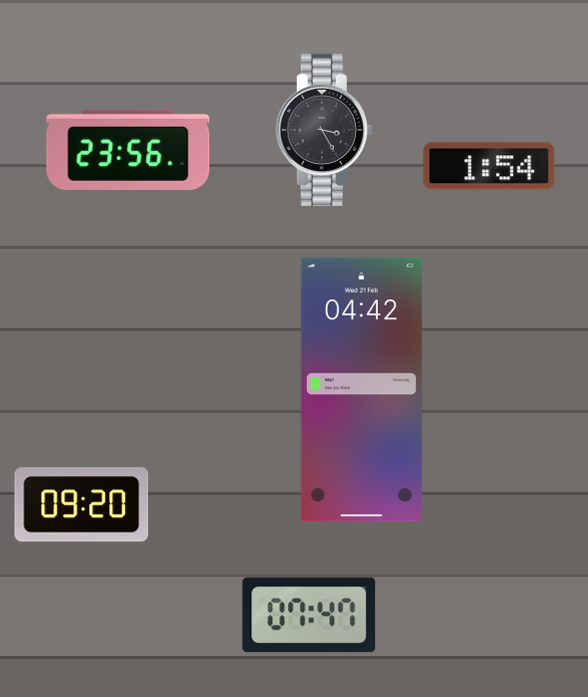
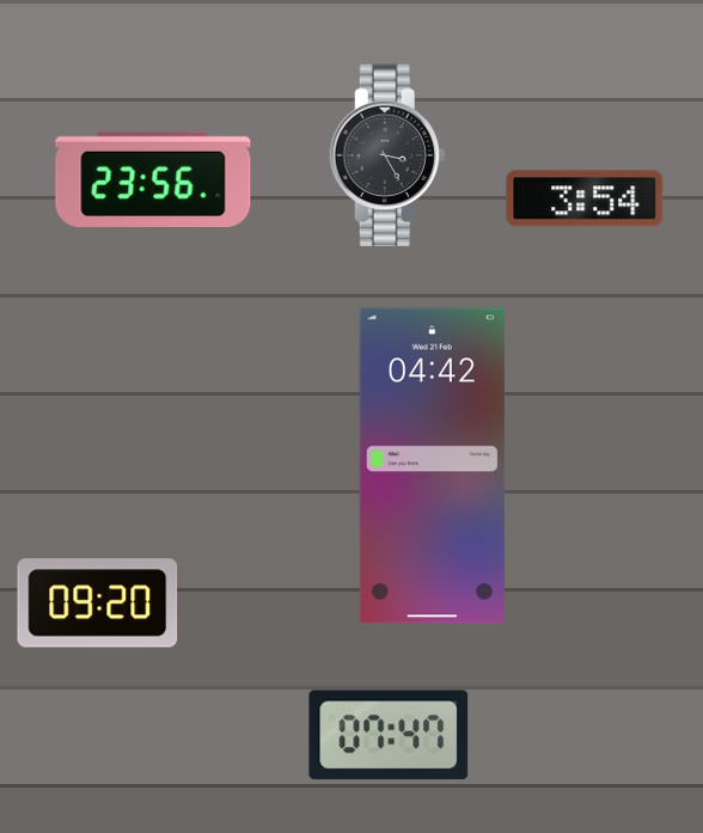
clock at (489, 166): 1:54 -> 3:54
clock at (309, 615) position: (309, 615) -> (389, 735)
